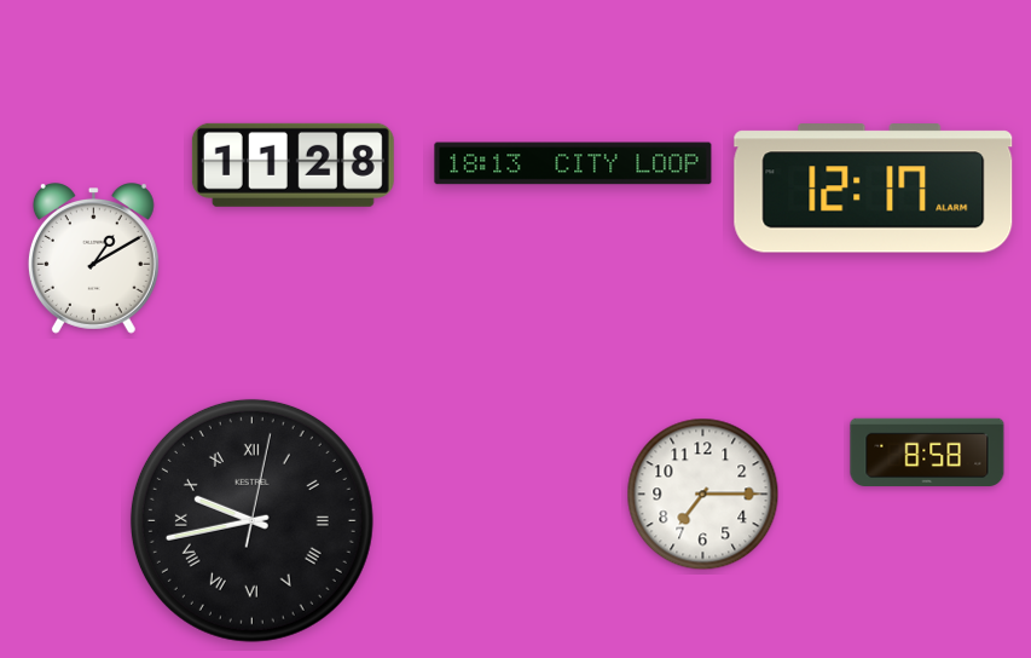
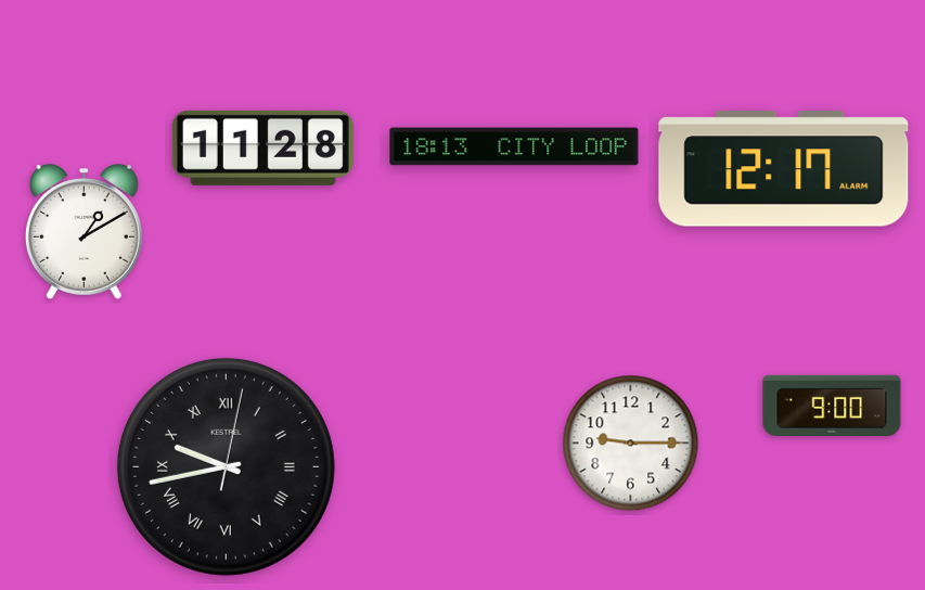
clock at (927, 451): 8:58 -> 9:00
clock at (703, 495): 7:15 -> 9:15
